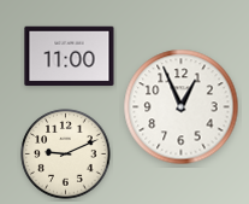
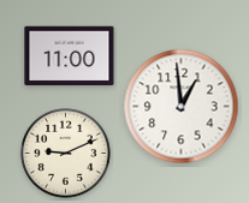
clock at (182, 107): 12:56 -> 12:59
